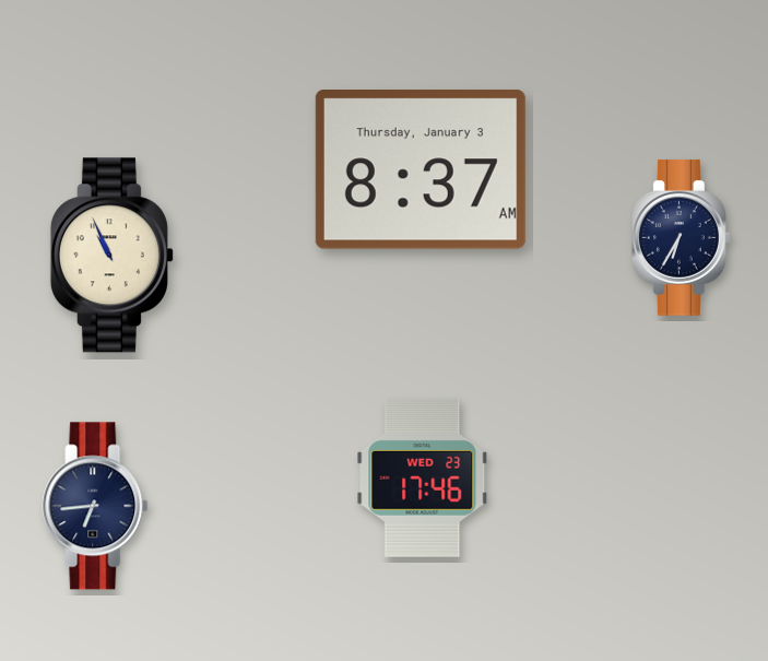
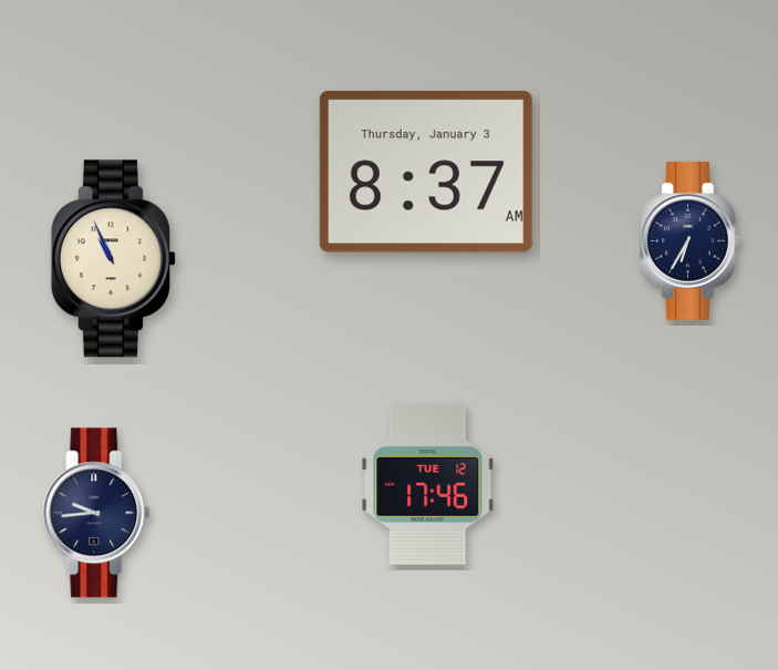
clock at (423, 477) date: WED 23 -> TUE 12
clock at (95, 506): 6:44 -> 9:44
